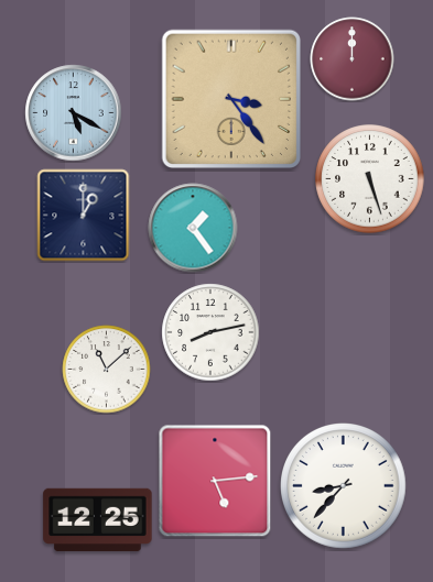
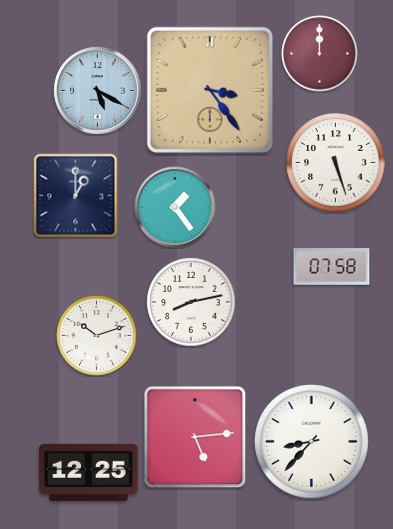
clock at (74, 113) position: (74, 113) -> (98, 91)
clock at (332, 267): none -> 07:58
clock at (107, 370): 11:08 -> 10:12
